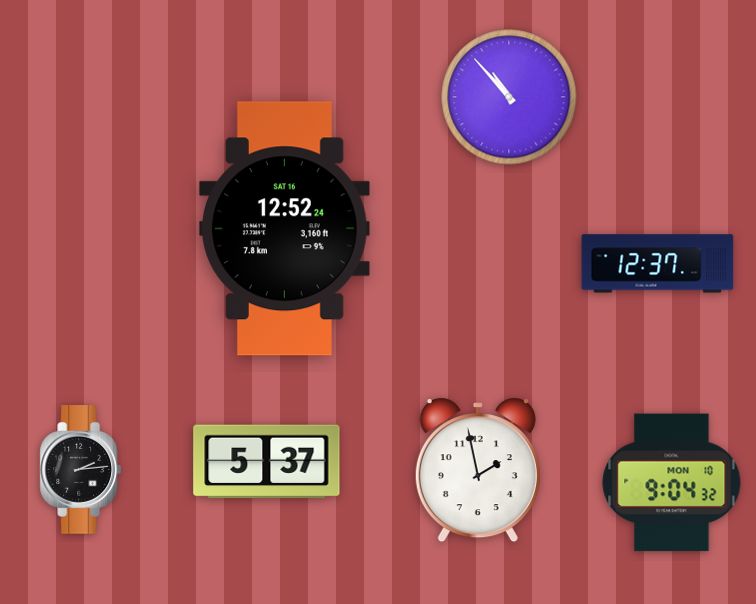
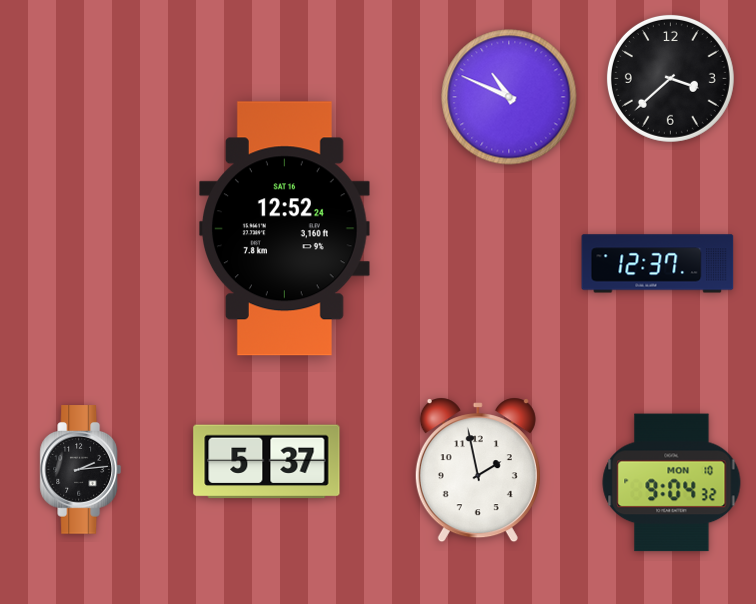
clock at (670, 78): none -> 3:38
clock at (509, 97): 10:53 -> 10:49
